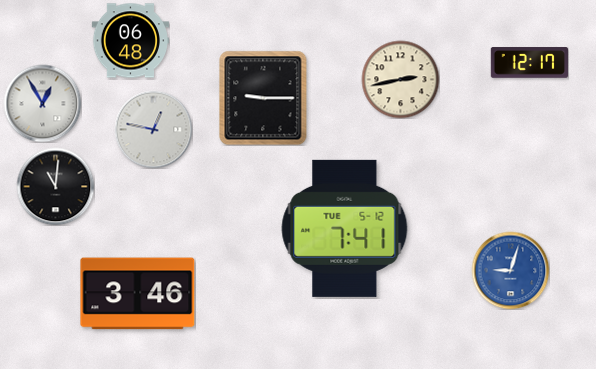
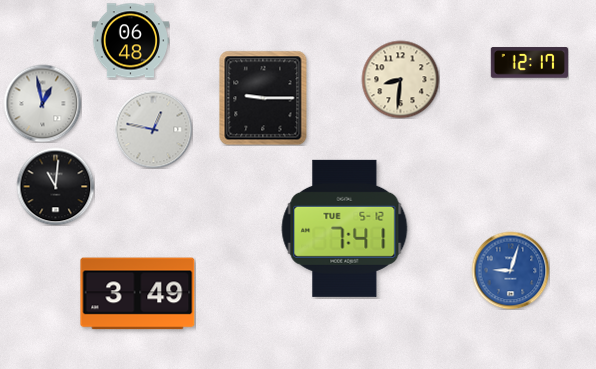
clock at (400, 79): 2:43 -> 8:31
clock at (42, 103): 12:55 -> 12:58
clock at (138, 294): 3:46 -> 3:49
